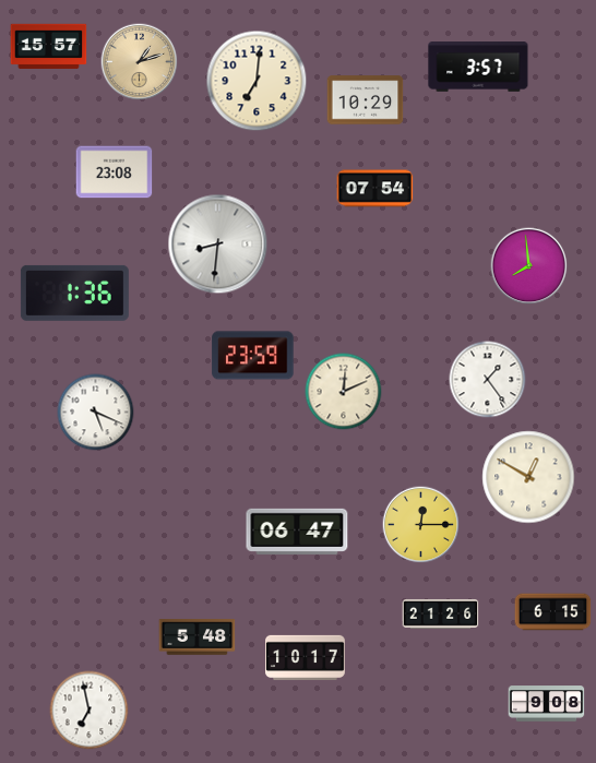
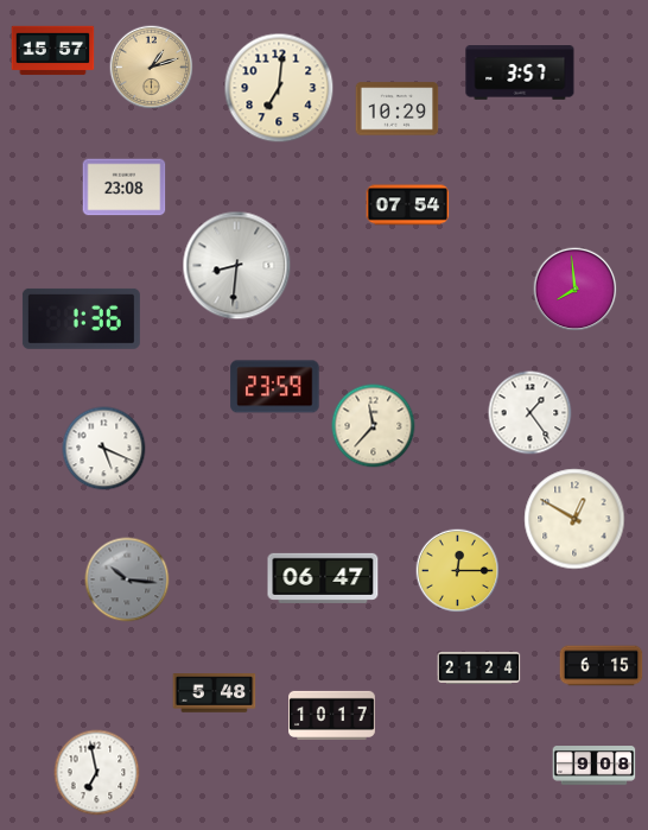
clock at (344, 392): 12:11 -> 11:37
clock at (127, 579): none -> 10:16
clock at (441, 613): 21:26 -> 21:24
